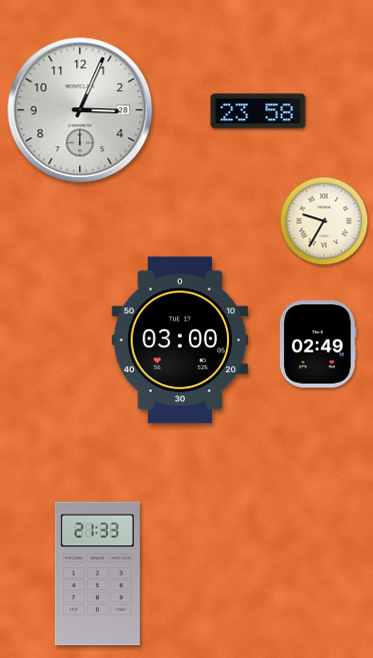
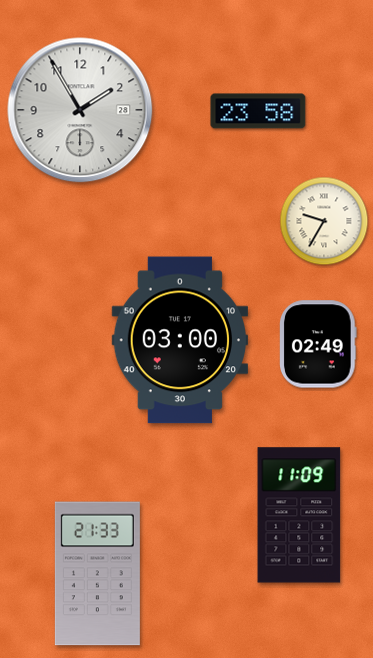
clock at (80, 110): 3:04 -> 1:55
clock at (299, 515): none -> 11:09
